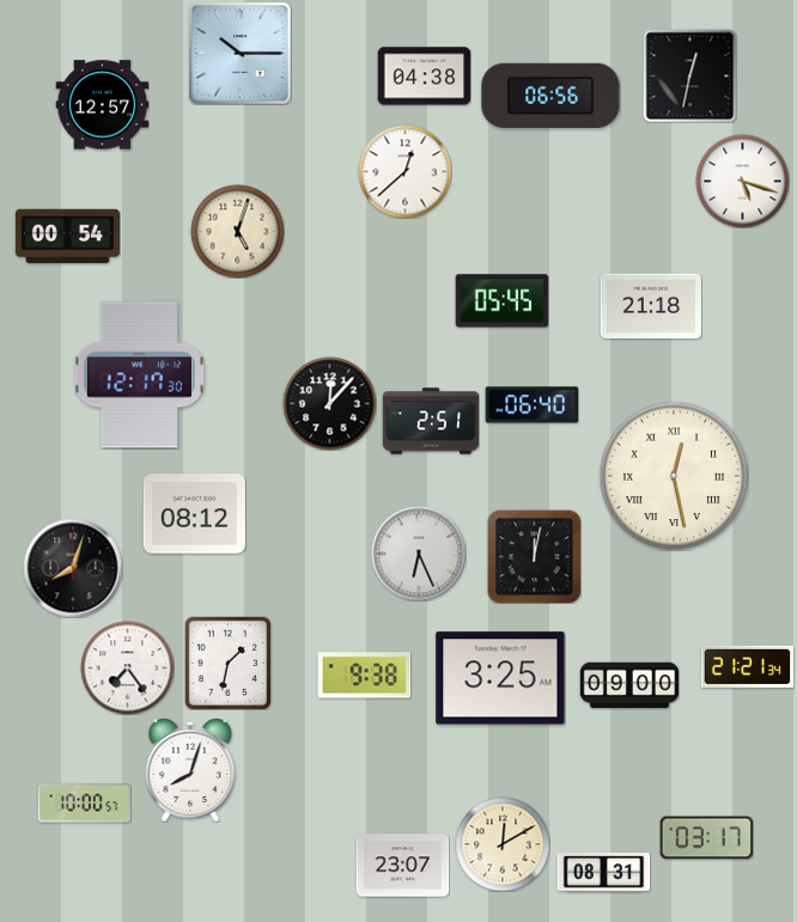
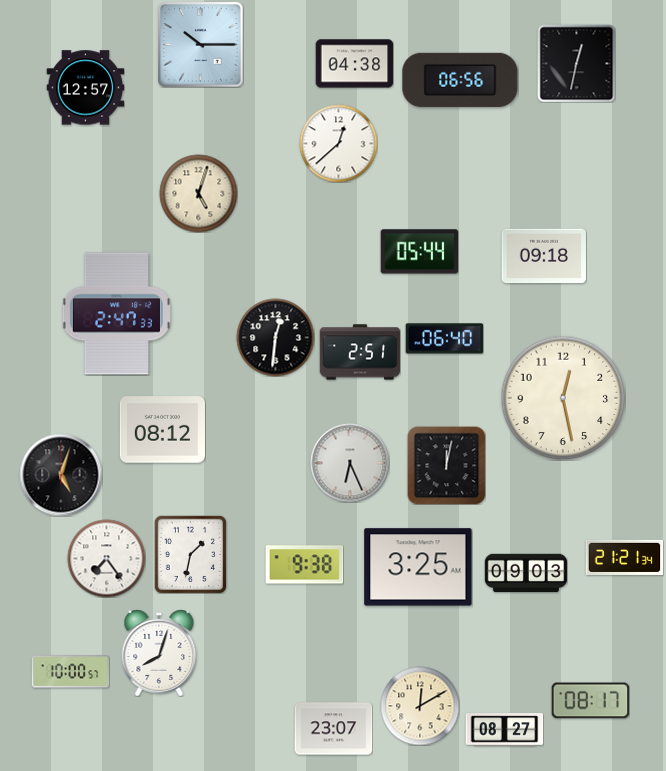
clock at (742, 181): 5:18 -> none
clock at (67, 237): 00:54 -> none
clock at (501, 301): 05:45 -> 05:44
clock at (651, 306): 21:18 -> 09:18
clock at (139, 375): 12:17 -> 2:47
clock at (329, 403): 12:07 -> 12:31
clock at (674, 476) numerals: Roman -> Arabic
clock at (73, 568): 8:03 -> 5:03
clock at (629, 685): 09:00 -> 09:03
clock at (190, 770) position: (190, 770) -> (159, 653)
clock at (706, 838): 03:17 -> 08:17
clock at (402, 866) position: (402, 866) -> (333, 729)
clock at (603, 873): 08:31 -> 08:27
